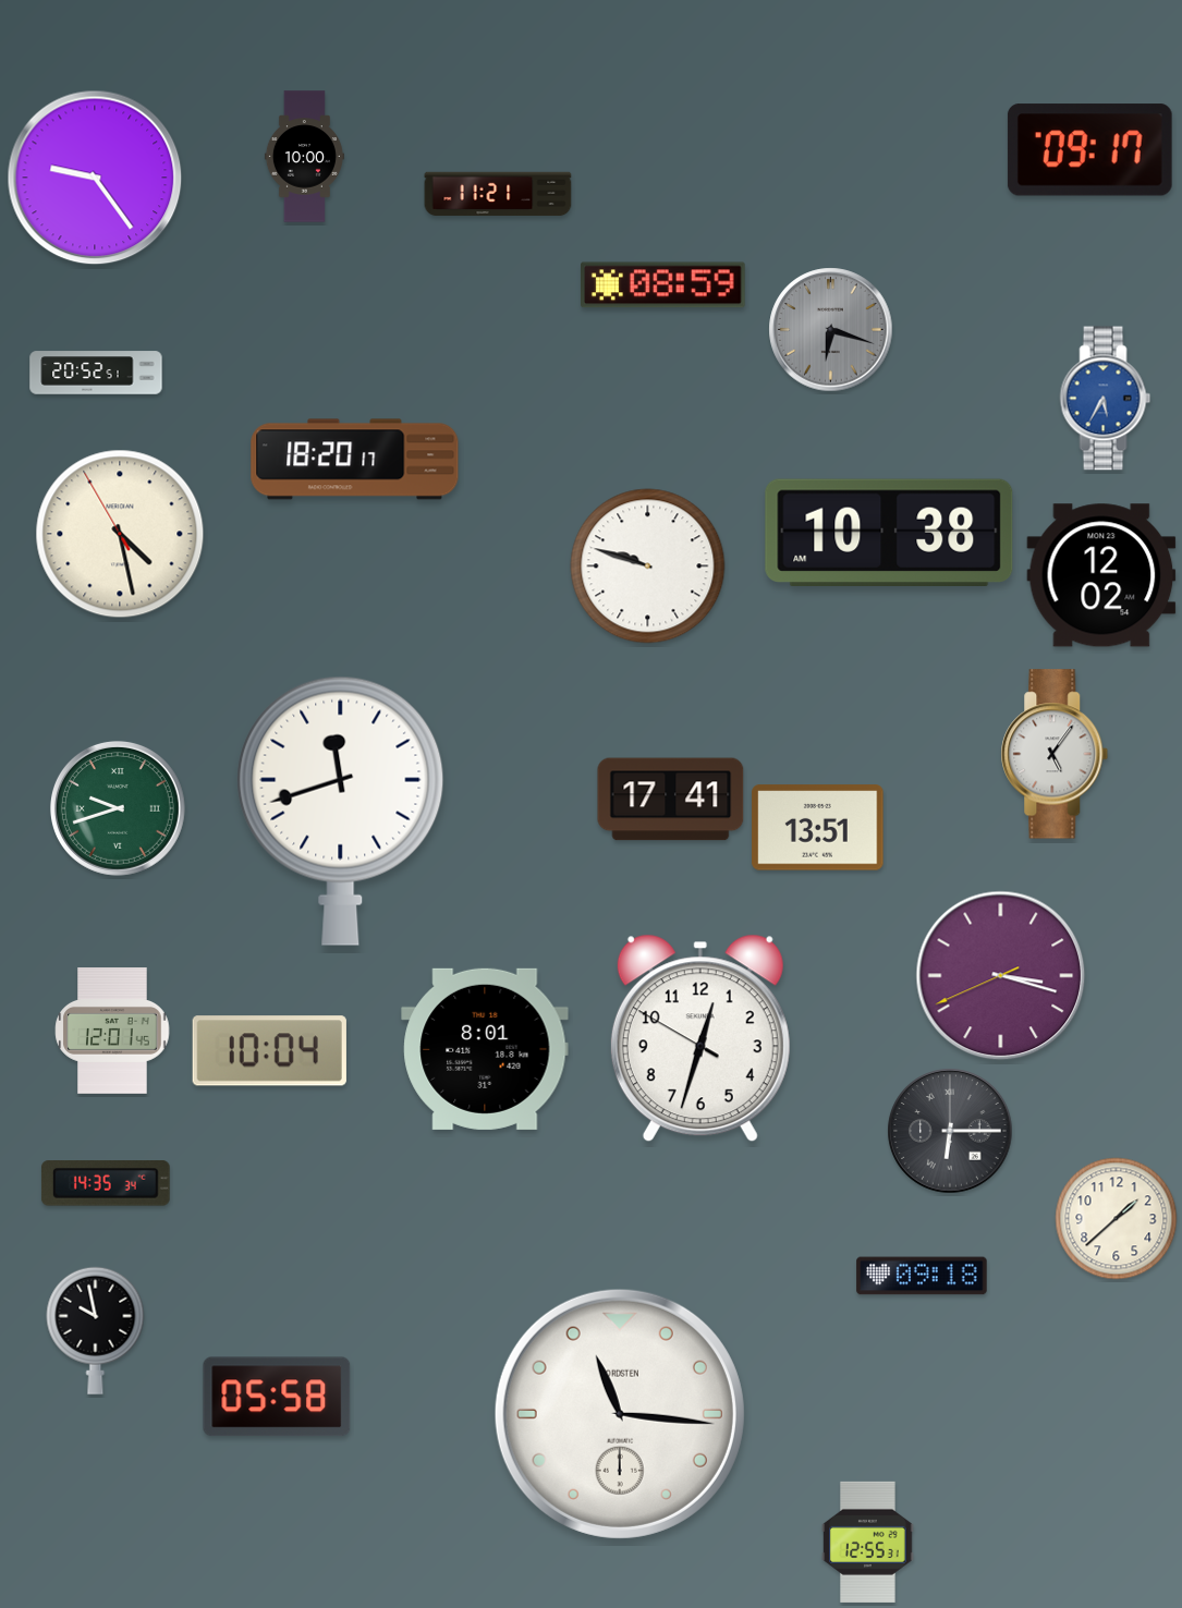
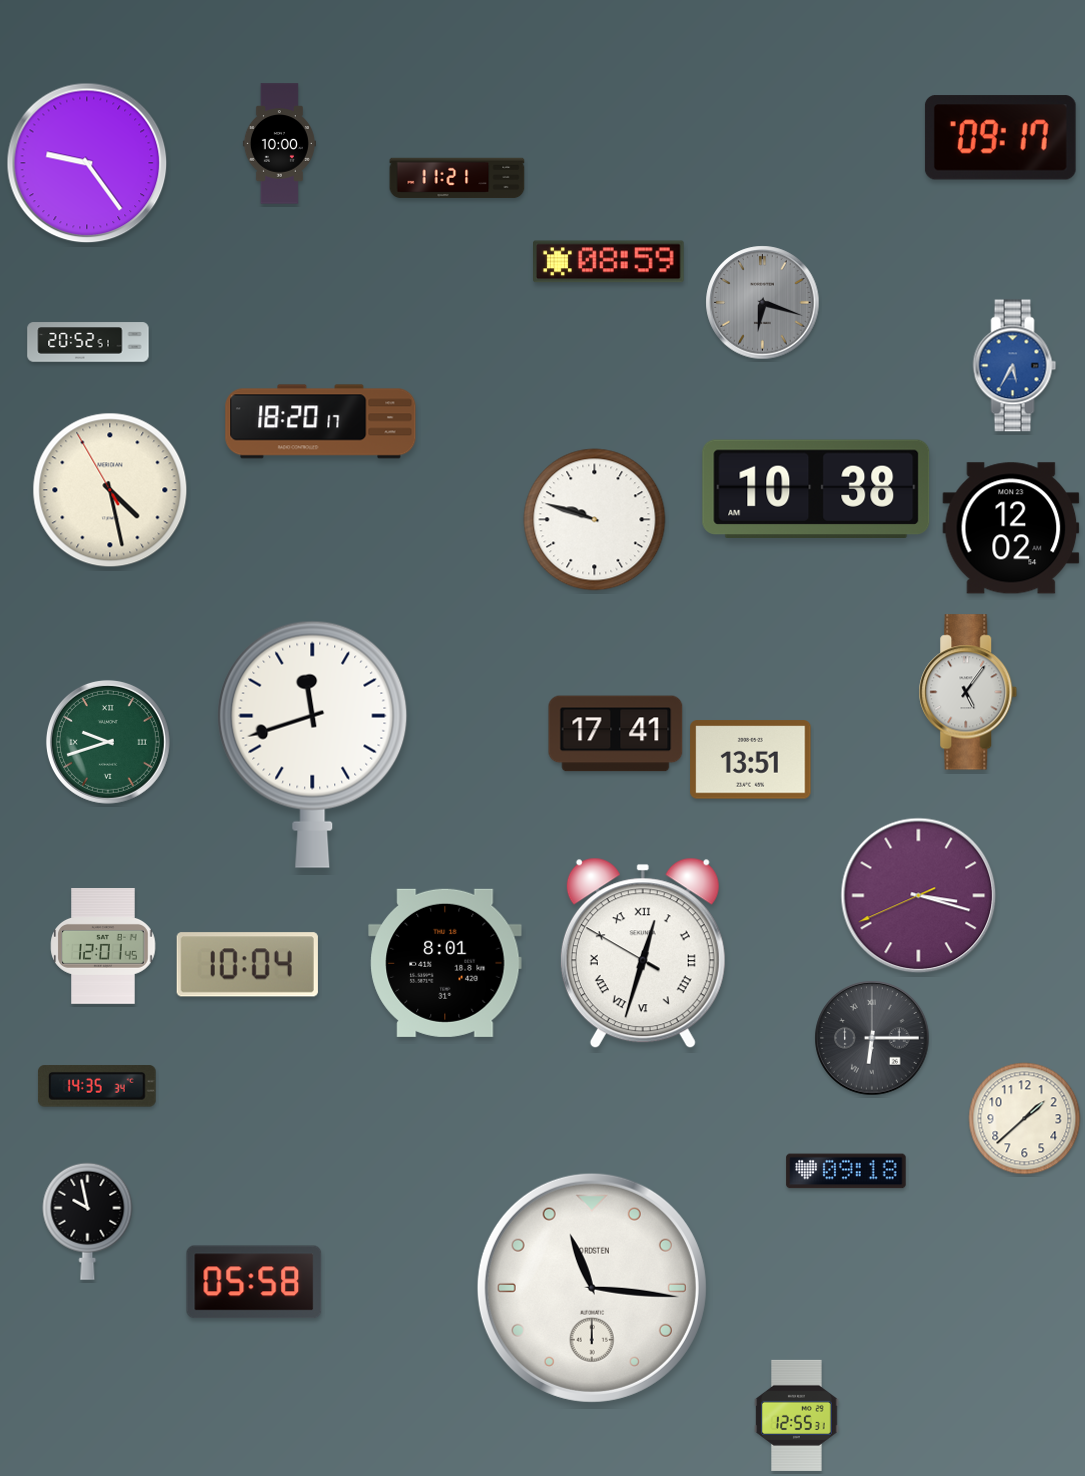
clock at (355, 460) position: (355, 460) -> (321, 422)
clock at (700, 1038) numerals: Arabic -> Roman
clock at (620, 1414) position: (620, 1414) -> (592, 1288)
